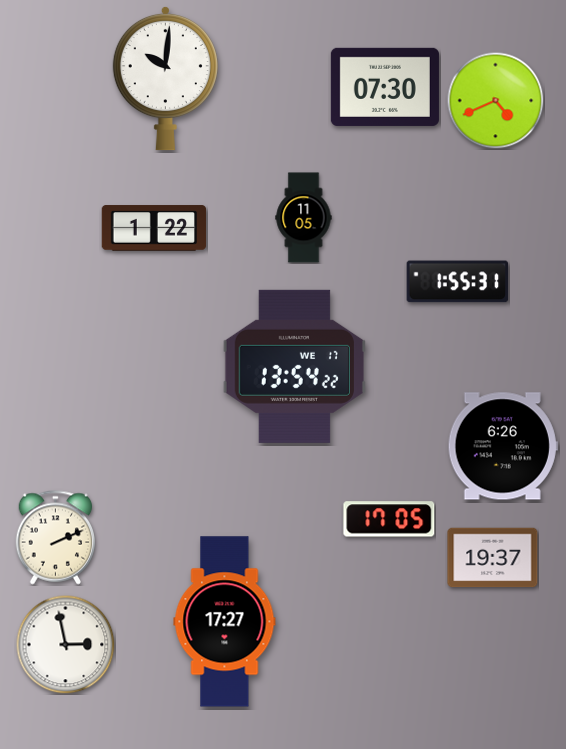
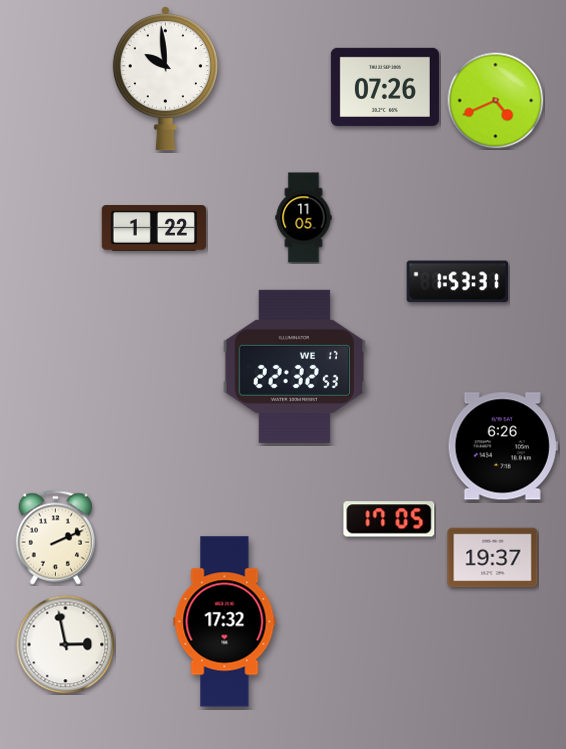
clock at (165, 78): 10:01 -> 9:59
clock at (385, 87): 07:30 -> 07:26
clock at (458, 282): 1:55 -> 1:53
clock at (294, 366): 13:54 -> 22:32
clock at (225, 622): 17:27 -> 17:32
